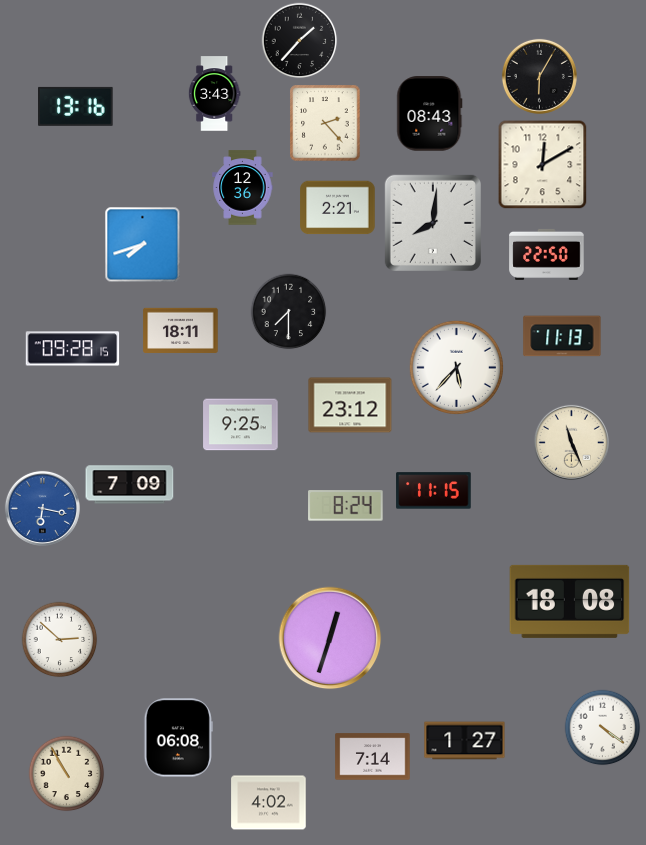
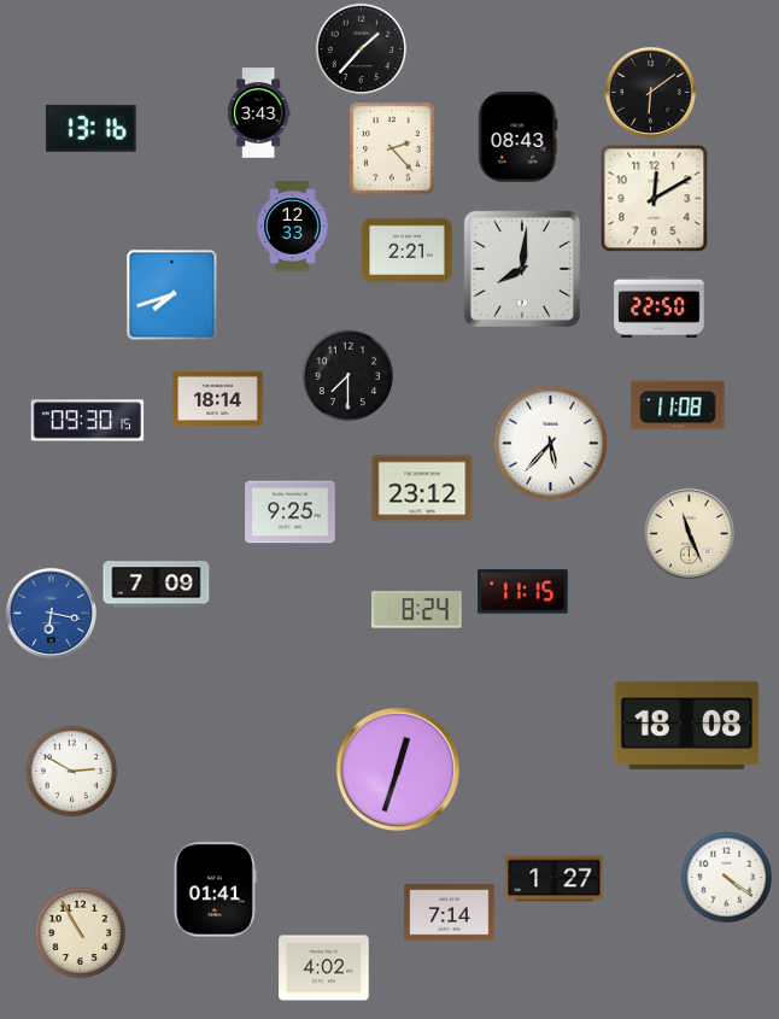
clock at (539, 76): 6:05 -> 6:09
clock at (243, 188): 12:36 -> 12:33
clock at (181, 330): 18:11 -> 18:14
clock at (562, 336): 11:13 -> 11:08
clock at (73, 349): 09:28 -> 09:30
clock at (60, 640): 2:52 -> 2:50
clock at (178, 738): 06:08 -> 01:41
clock at (465, 741) position: (465, 741) -> (555, 879)
